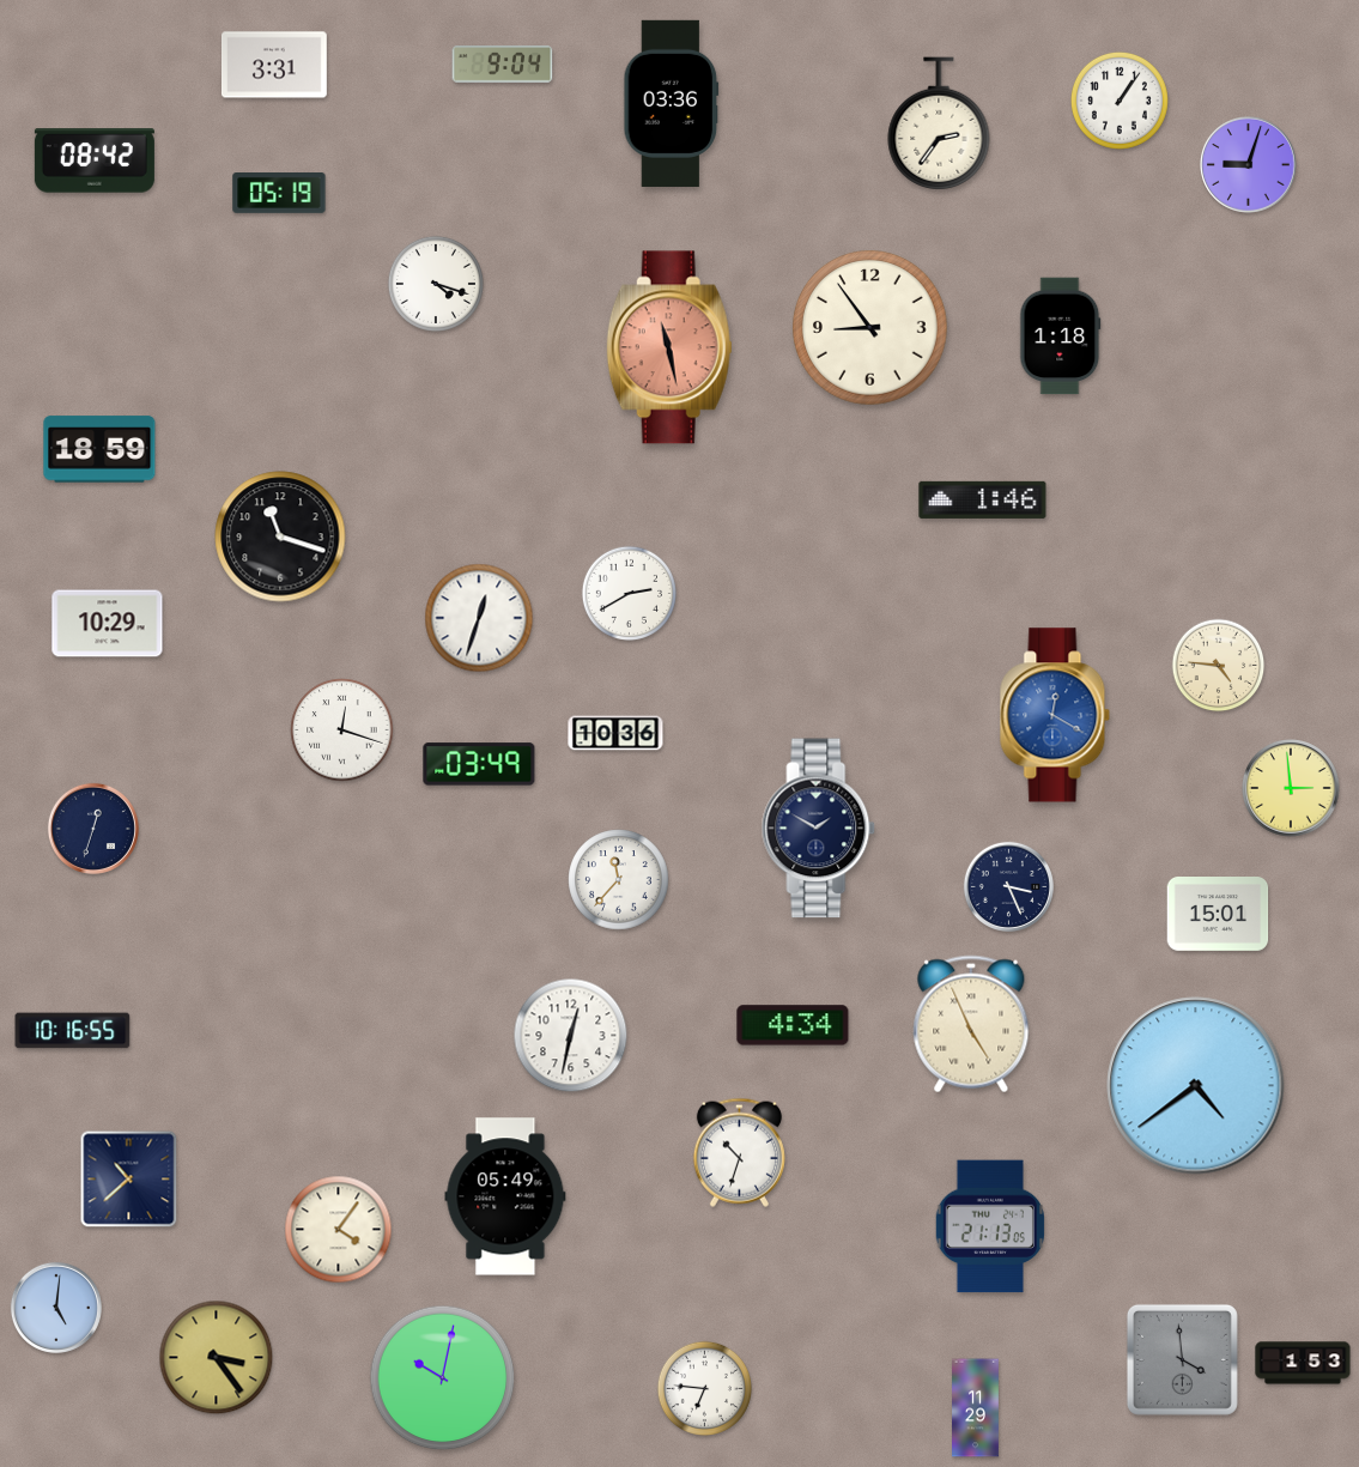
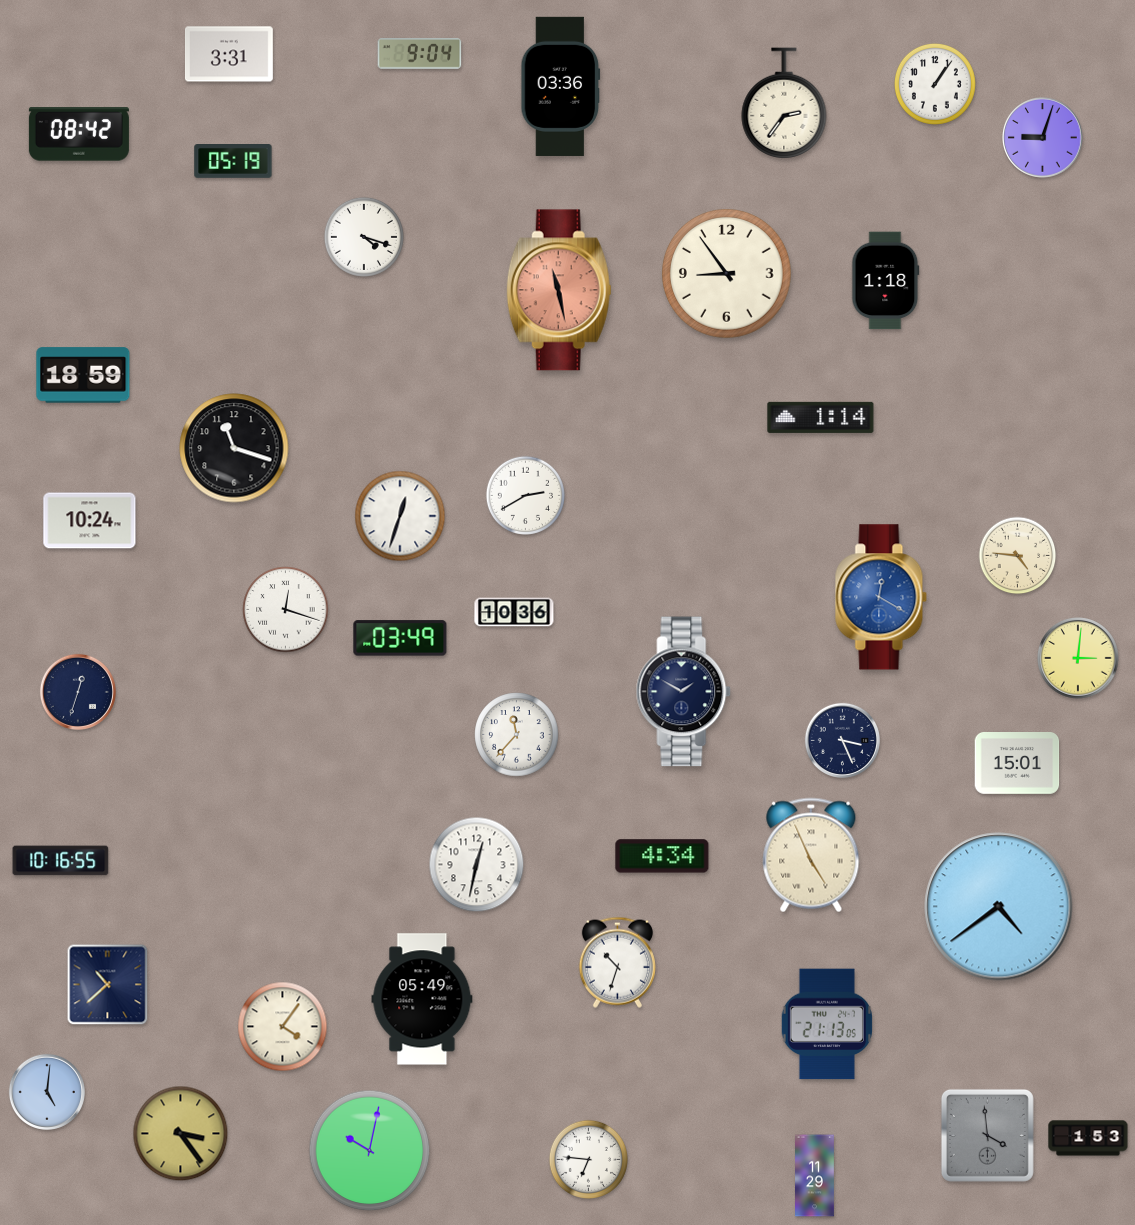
clock at (983, 499): 1:46 -> 1:14
clock at (108, 624): 10:29 -> 10:24
clock at (1291, 788): 2:59 -> 3:01
